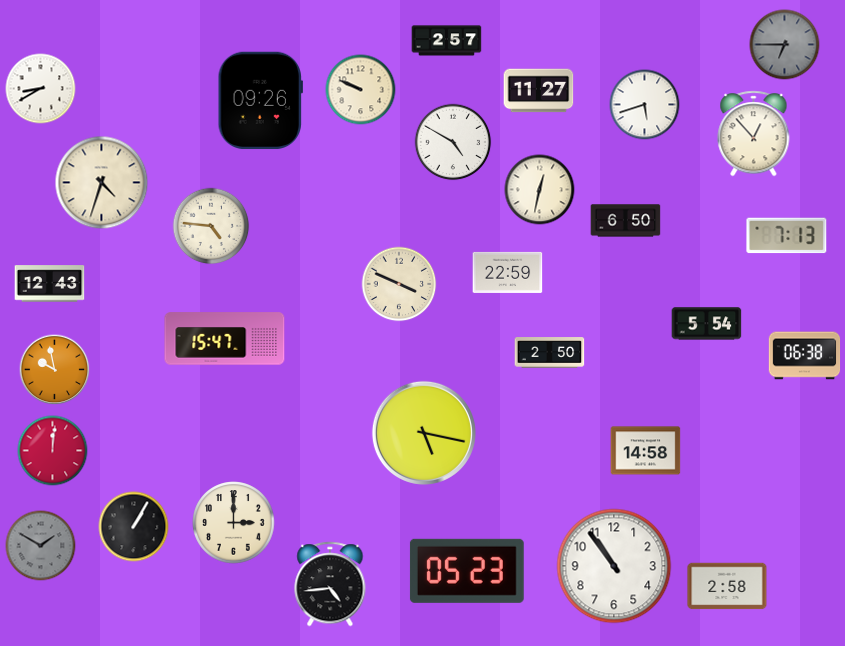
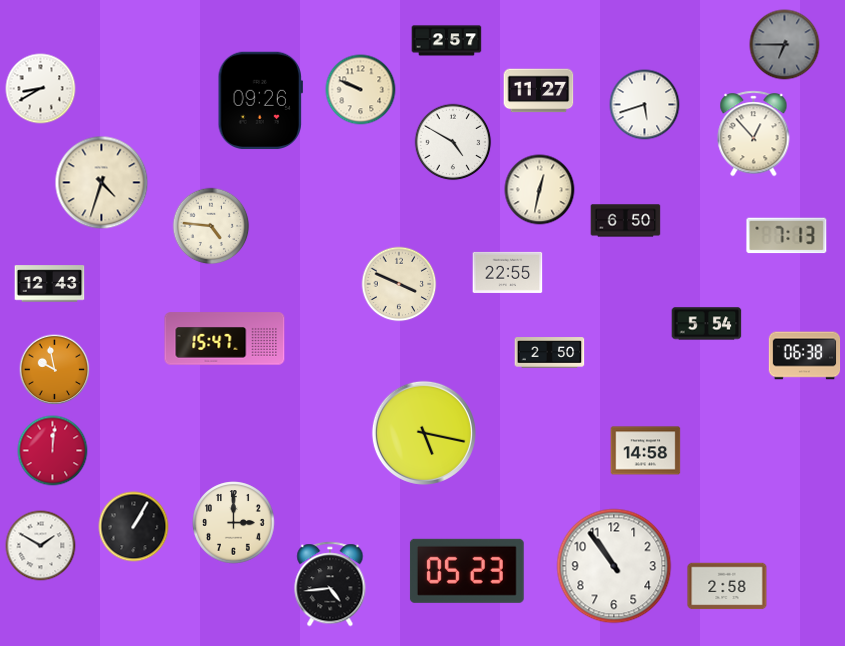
clock at (508, 272): 22:59 -> 22:55
clock at (41, 546) dial: grey -> white
